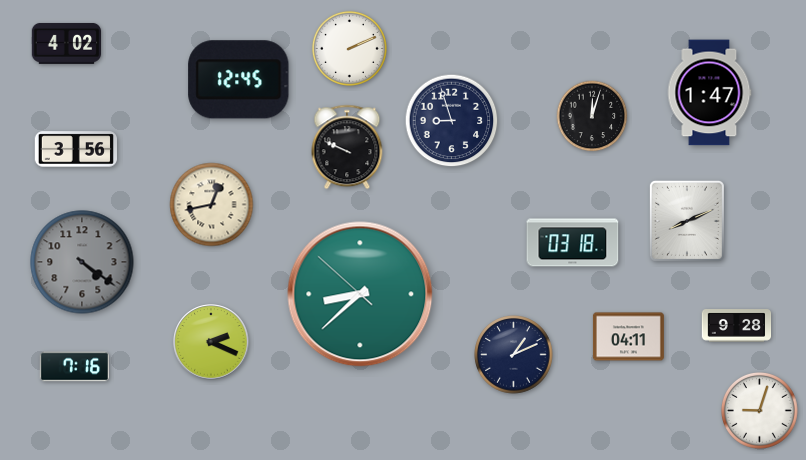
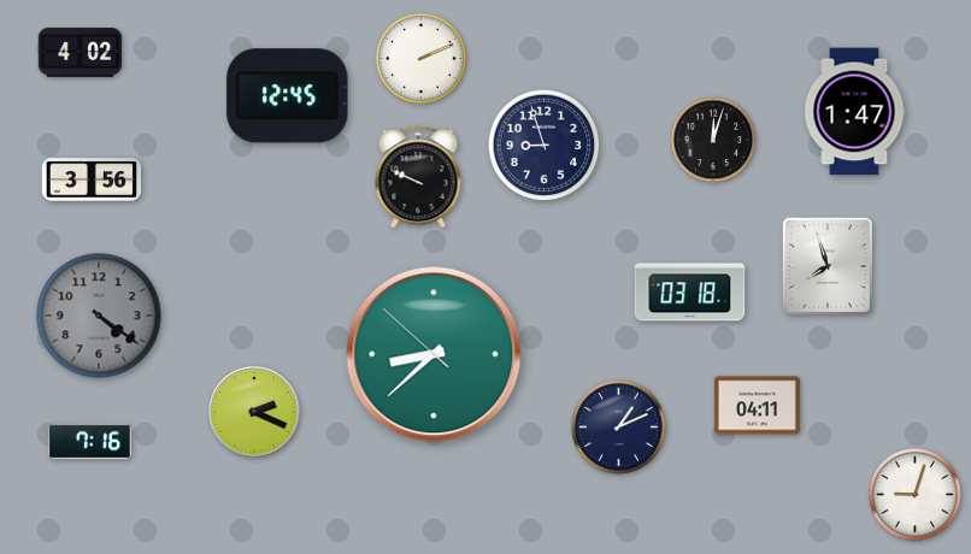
clock at (212, 205): 12:43 -> none
clock at (687, 221): 8:11 -> 7:57
clock at (737, 326): 9:28 -> none
